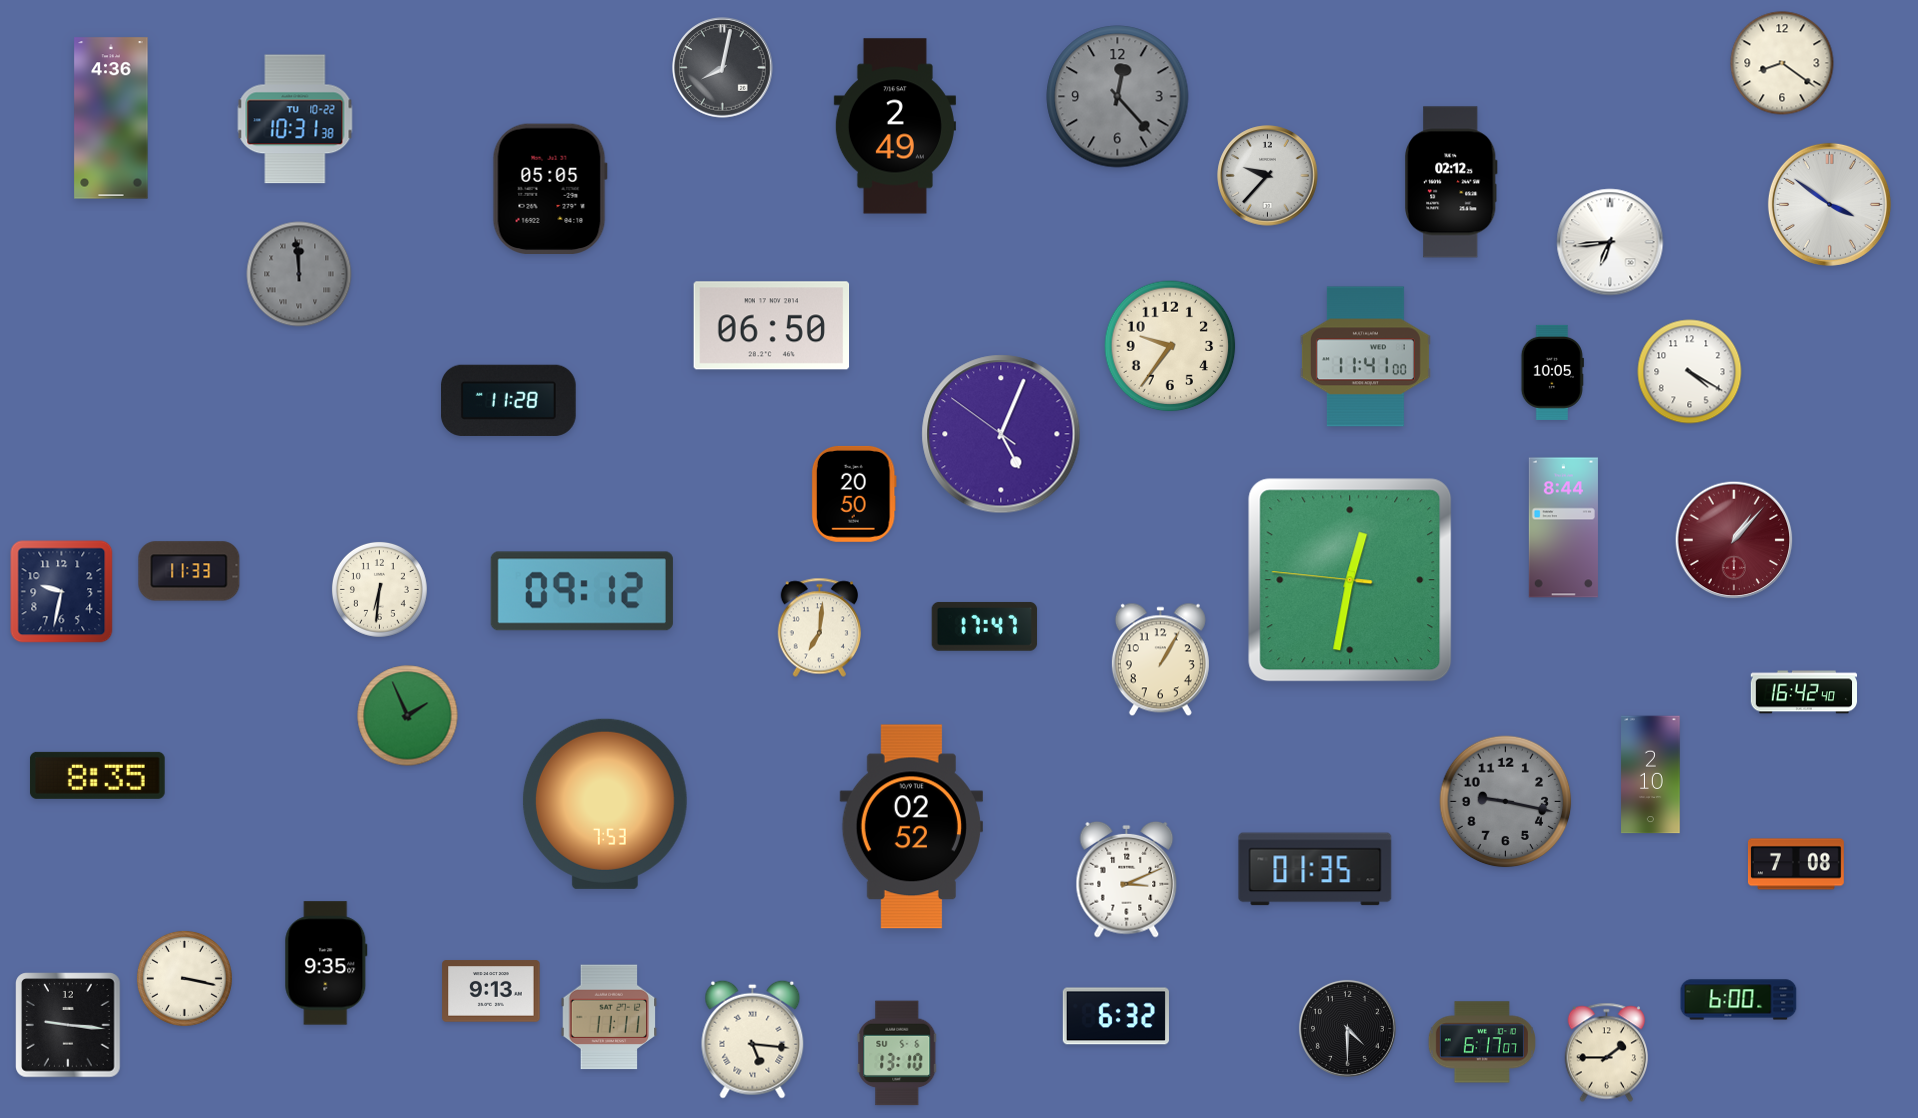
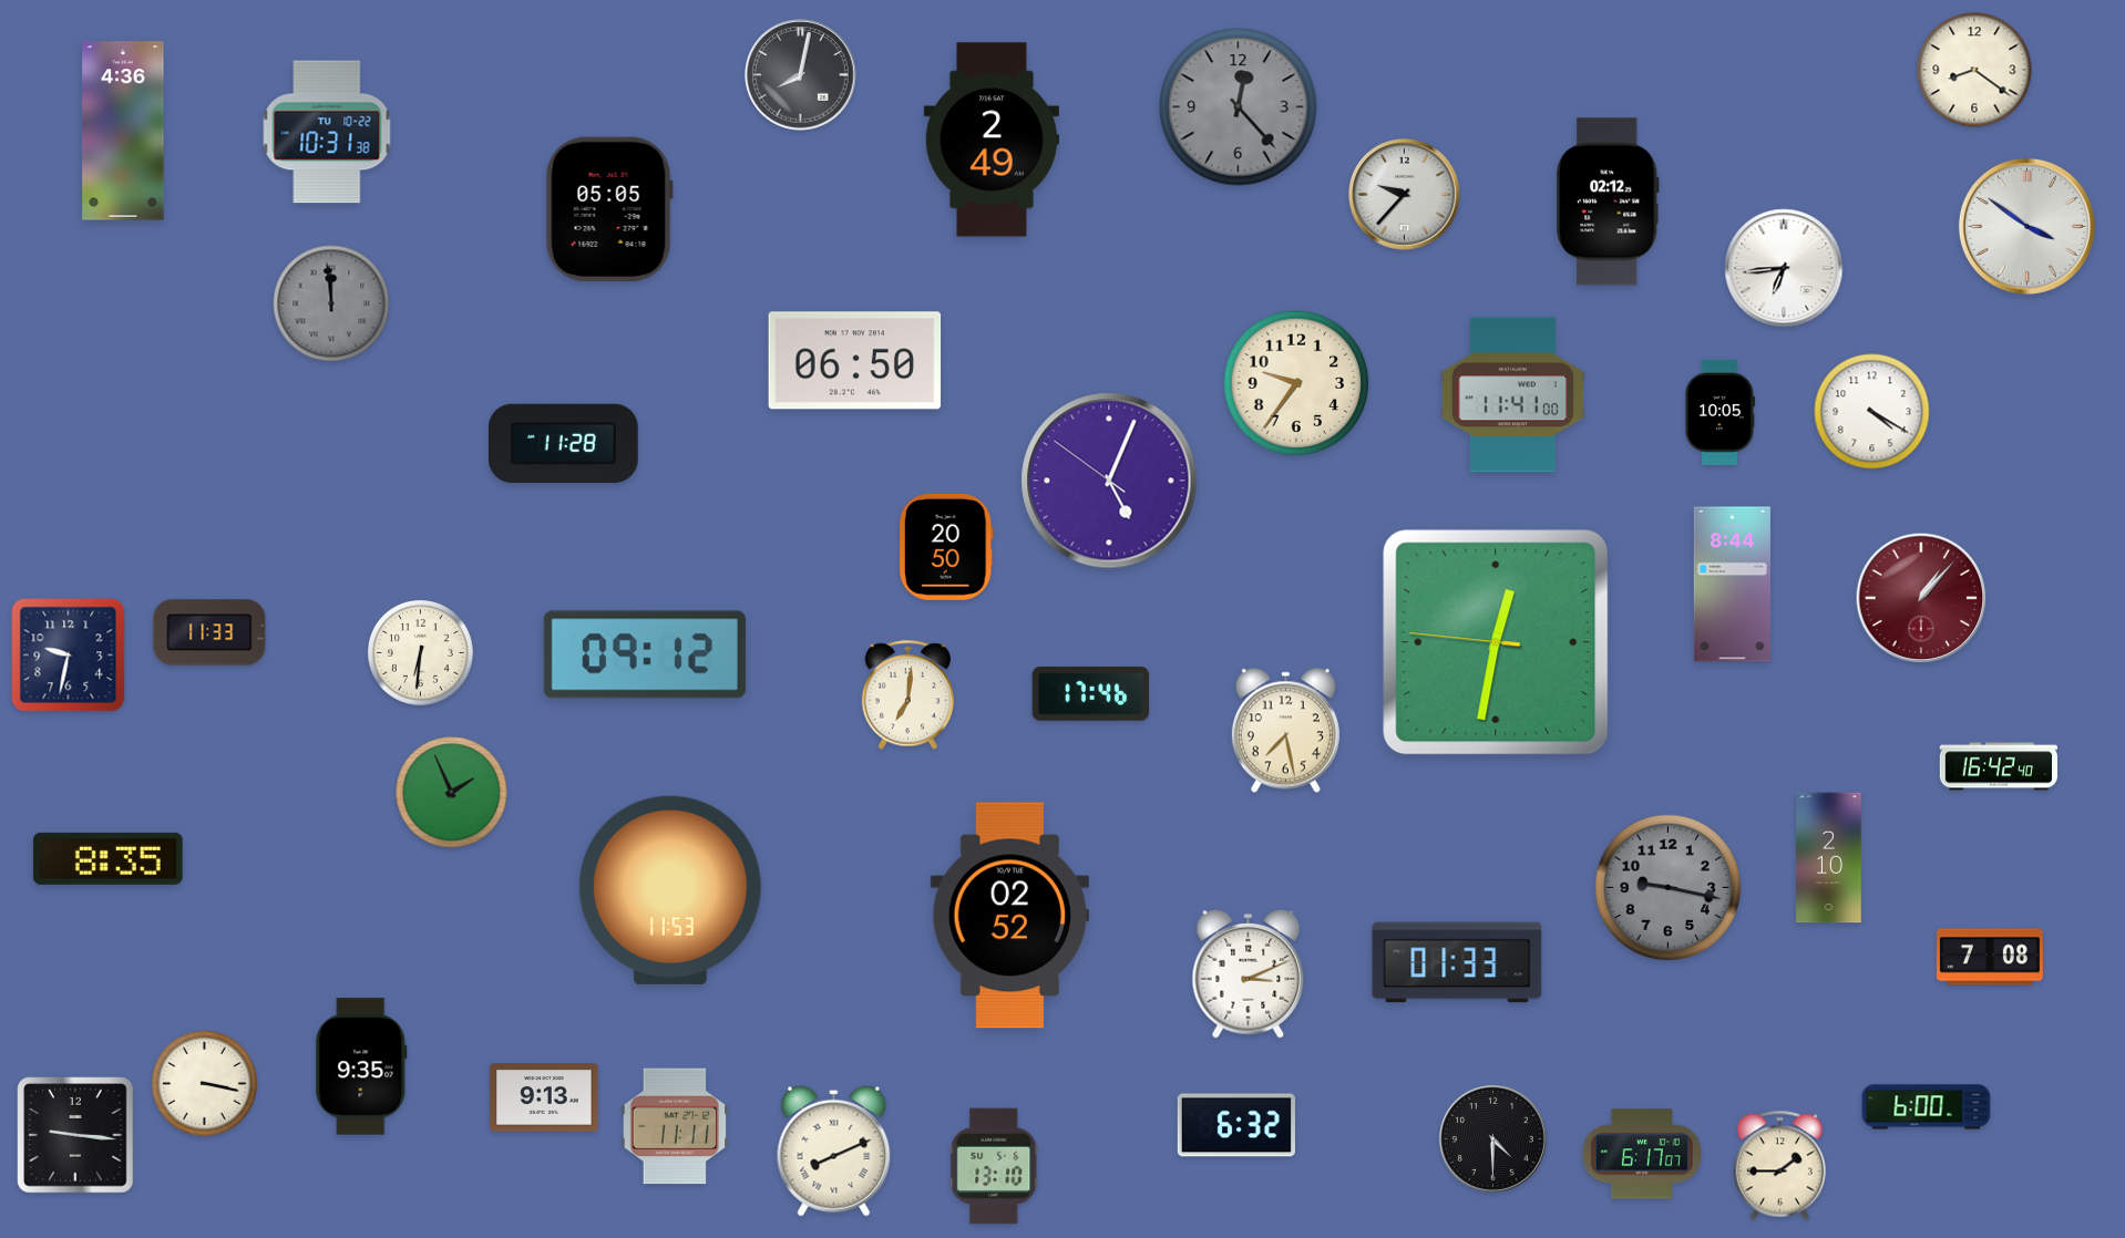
clock at (985, 627): 17:47 -> 17:46
clock at (1160, 660): 1:05 -> 7:28
clock at (605, 804): 7:53 -> 11:53
clock at (1315, 869): 01:35 -> 01:33
clock at (753, 1039): 5:16 -> 8:11
